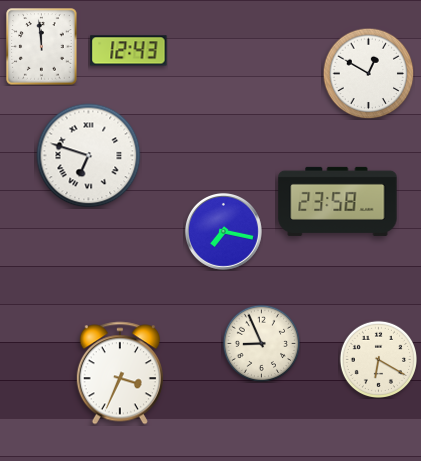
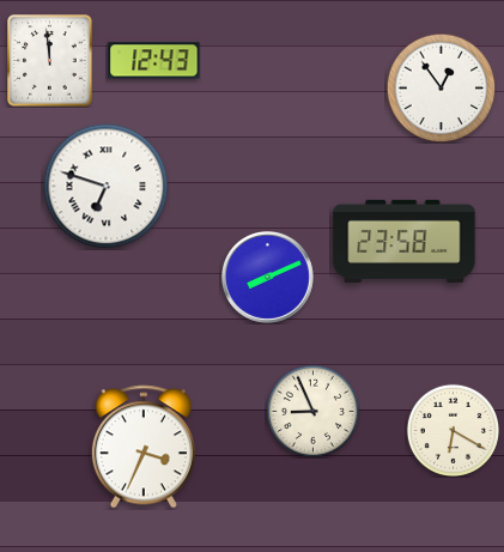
clock at (42, 47) position: (42, 47) -> (50, 61)
clock at (368, 73): 12:50 -> 12:54
clock at (223, 231): 7:17 -> 8:11
